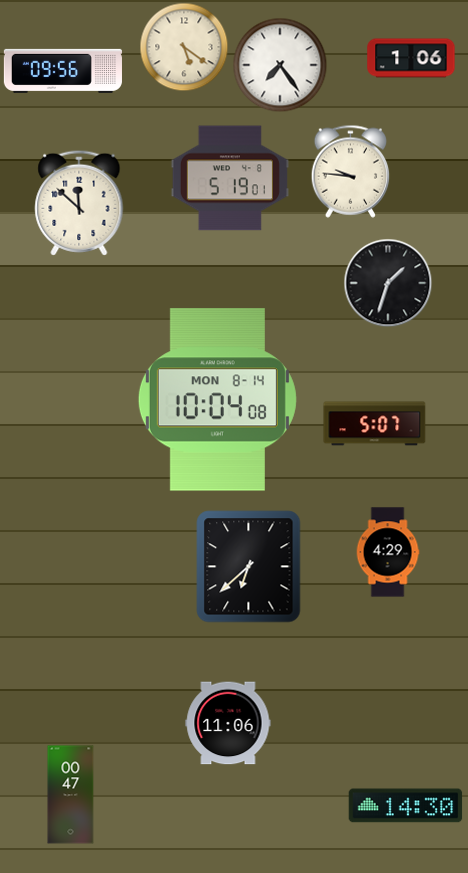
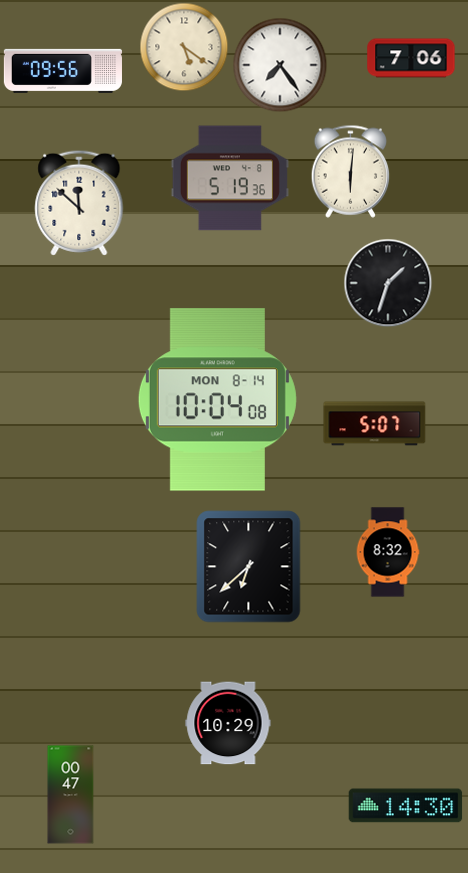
clock at (411, 58): 1:06 -> 7:06
clock at (351, 171): 9:46 -> 6:01
clock at (230, 178): 5:19:01 -> 5:19:36
clock at (388, 552): 4:29 -> 8:32
clock at (228, 723): 11:06 -> 10:29
